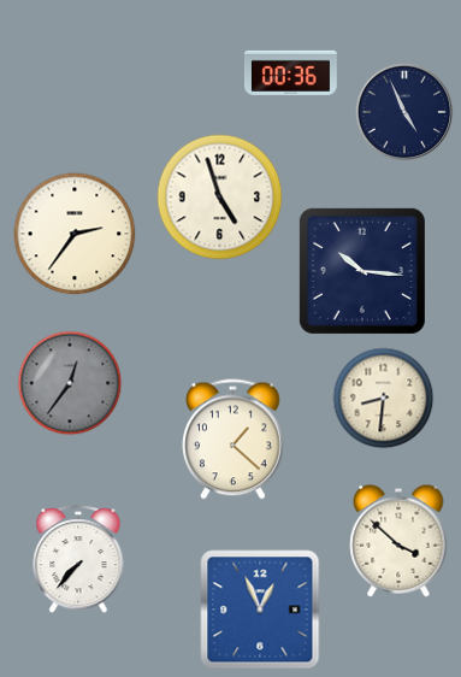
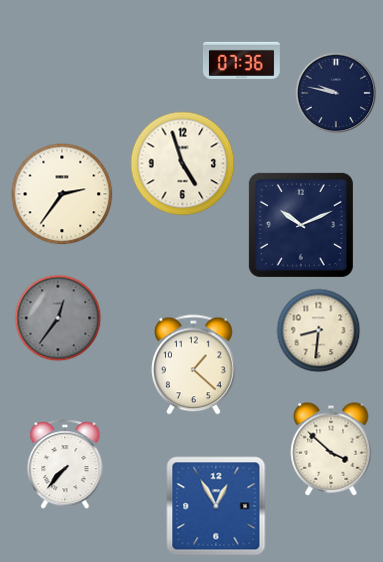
clock at (290, 72): 00:36 -> 07:36
clock at (404, 112): 4:56 -> 9:47
clock at (362, 271): 10:16 -> 10:11
clock at (260, 610): 12:56 -> 12:55
